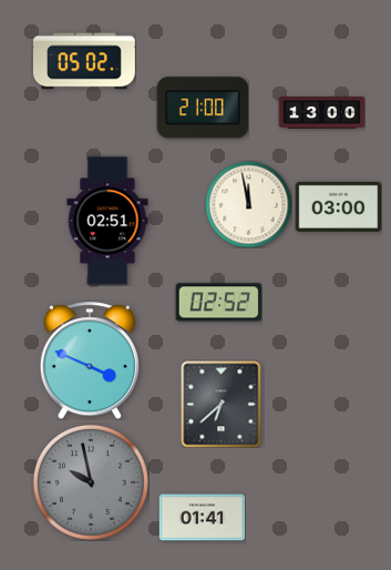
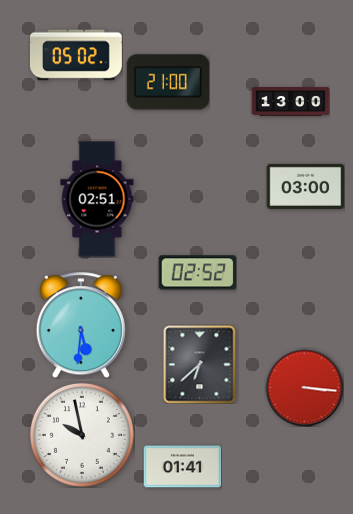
clock at (203, 108) position: (203, 108) -> (168, 82)
clock at (248, 204): 11:58 -> none
clock at (90, 360): 3:49 -> 5:31
clock at (304, 387): none -> 3:16
clock at (91, 482) dial: grey -> white
